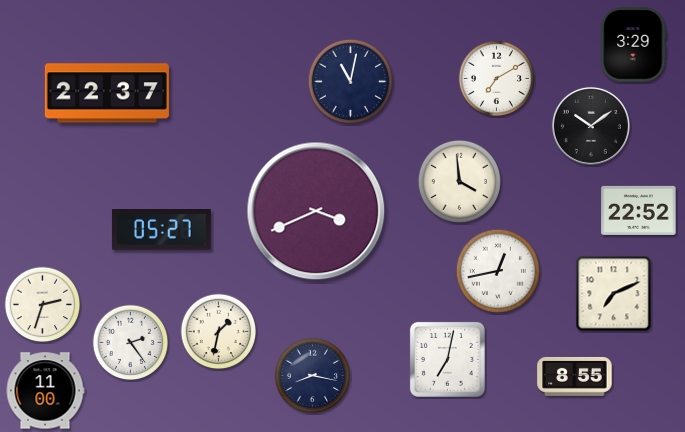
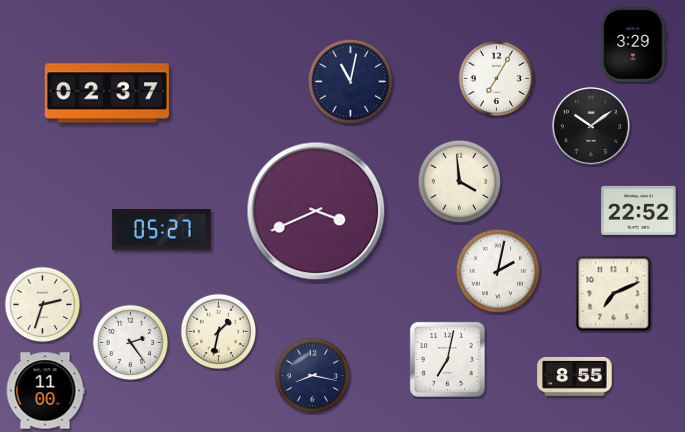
clock at (497, 79): 7:10 -> 7:05
clock at (107, 93): 22:37 -> 02:37
clock at (497, 270): 12:43 -> 2:02
